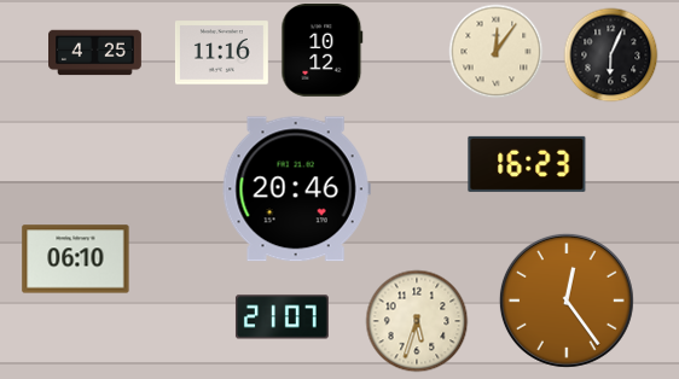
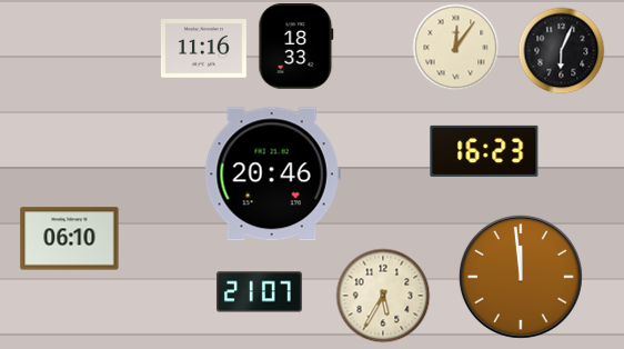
clock at (323, 49): 10:12 -> 18:33
clock at (95, 53): 4:25 -> none
clock at (567, 301): 12:24 -> 11:59
clock at (417, 321): 5:33 -> 5:35
